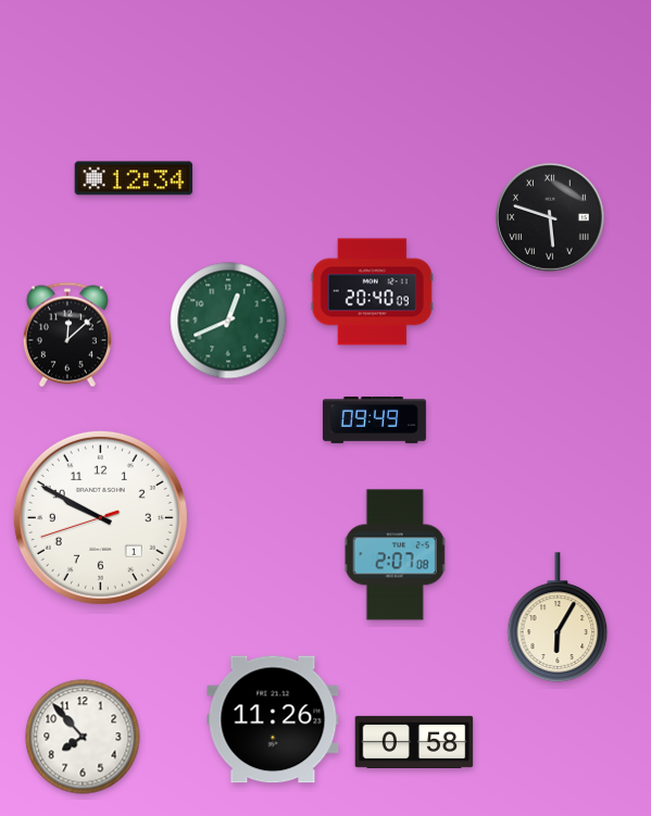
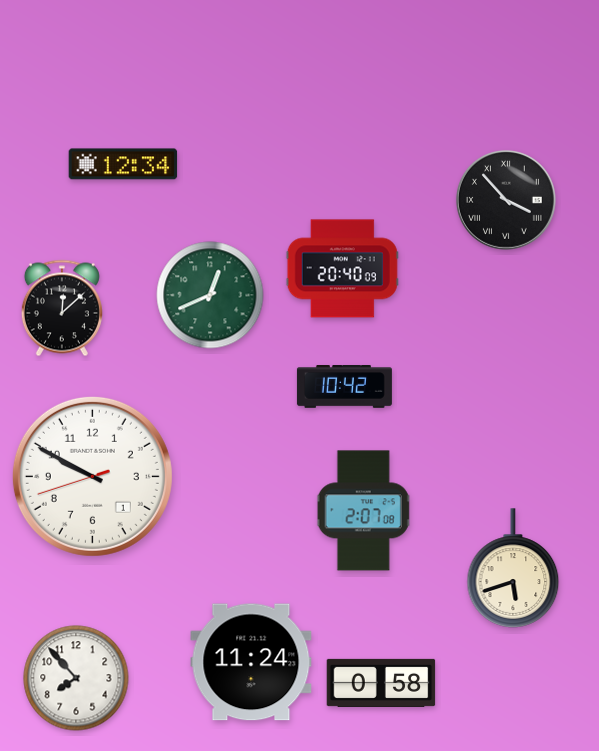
clock at (550, 217): 5:48 -> 3:53
clock at (374, 420): 09:49 -> 10:42
clock at (558, 617): 6:05 -> 5:42
clock at (273, 719): 11:26 -> 11:24
